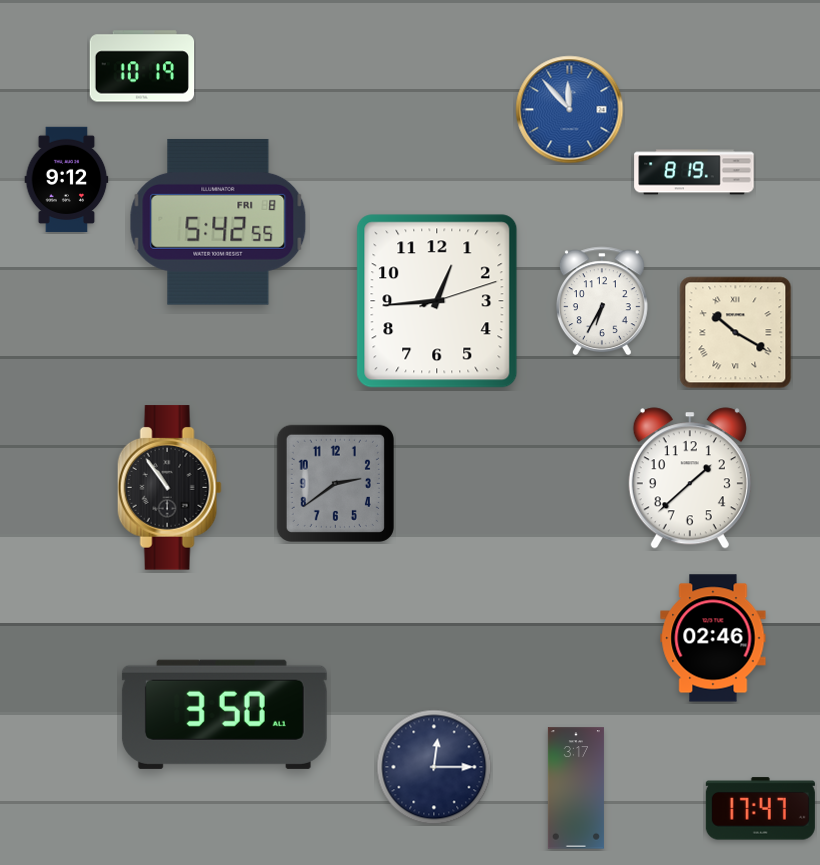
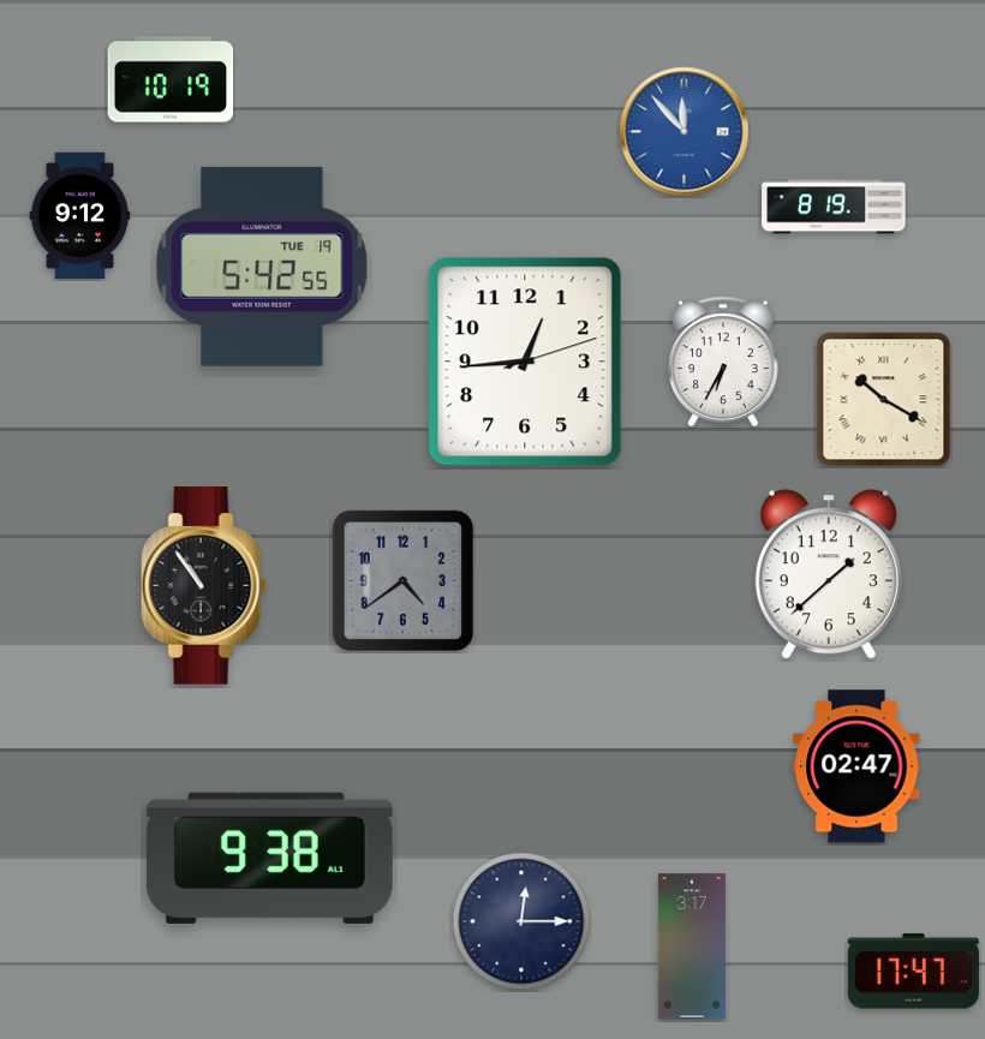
clock at (218, 222) date: FRI 8 -> TUE 19
clock at (335, 483): 2:39 -> 4:39
clock at (713, 638): 02:46 -> 02:47
clock at (224, 714): 3:50 -> 9:38
